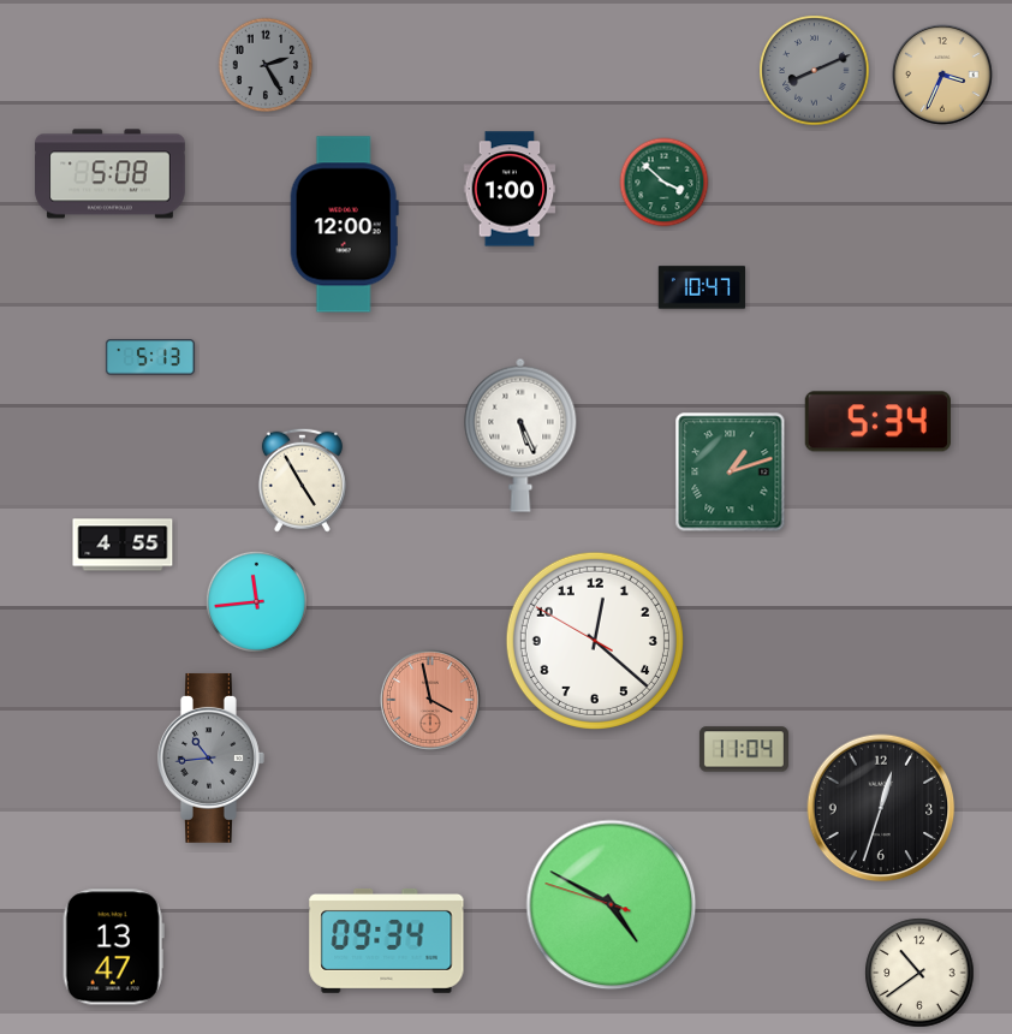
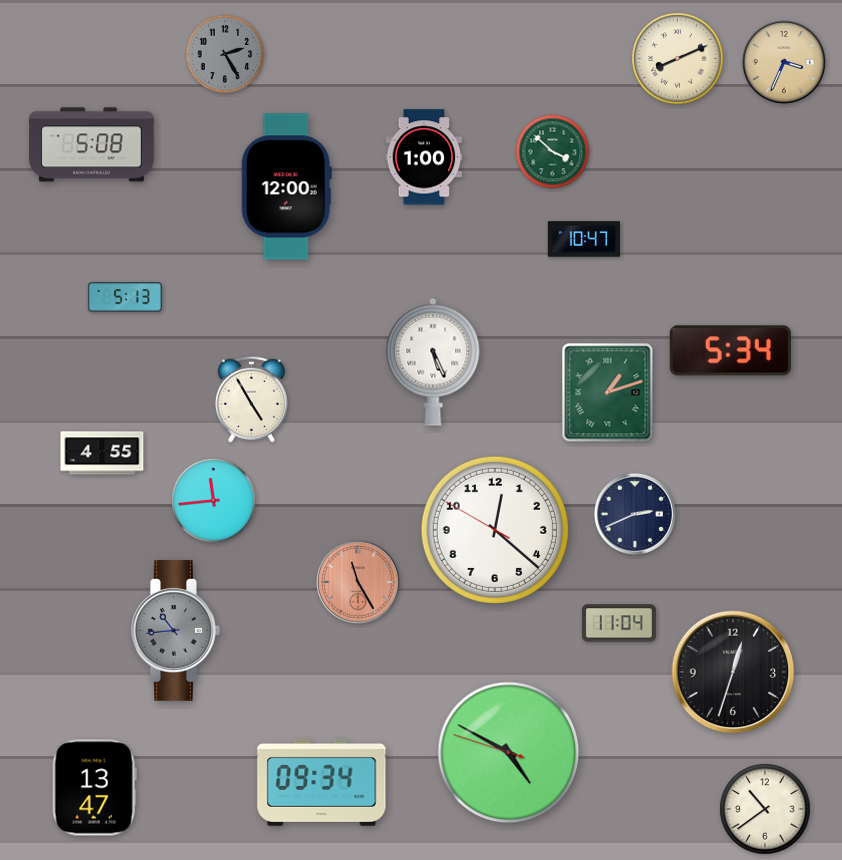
clock at (266, 65) position: (266, 65) -> (225, 54)
clock at (815, 71) dial: grey -> cream
clock at (635, 514): none -> 2:41
clock at (595, 641) position: (595, 641) -> (495, 530)
clock at (430, 700): 3:58 -> 11:25
